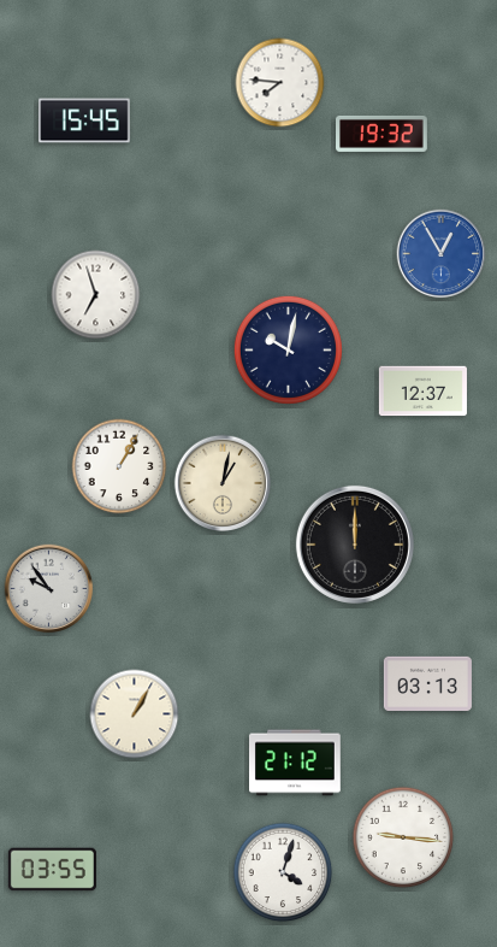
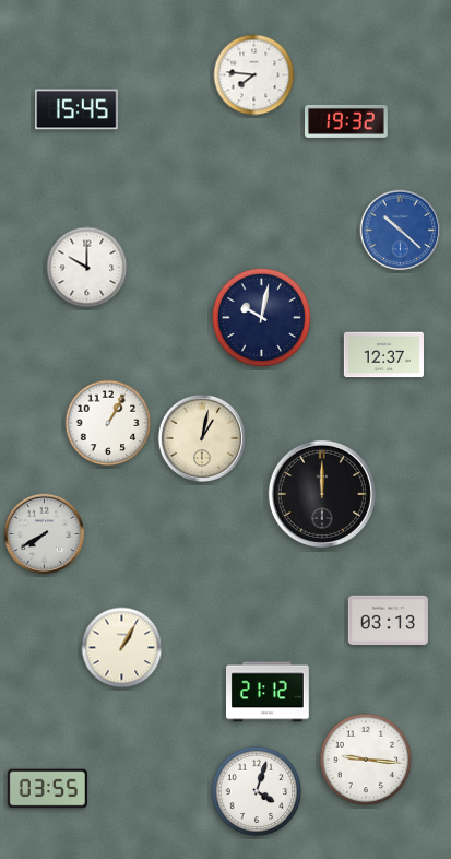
clock at (442, 254): 12:55 -> 10:22
clock at (96, 295): 6:57 -> 10:00
clock at (49, 589): 9:54 -> 7:40
